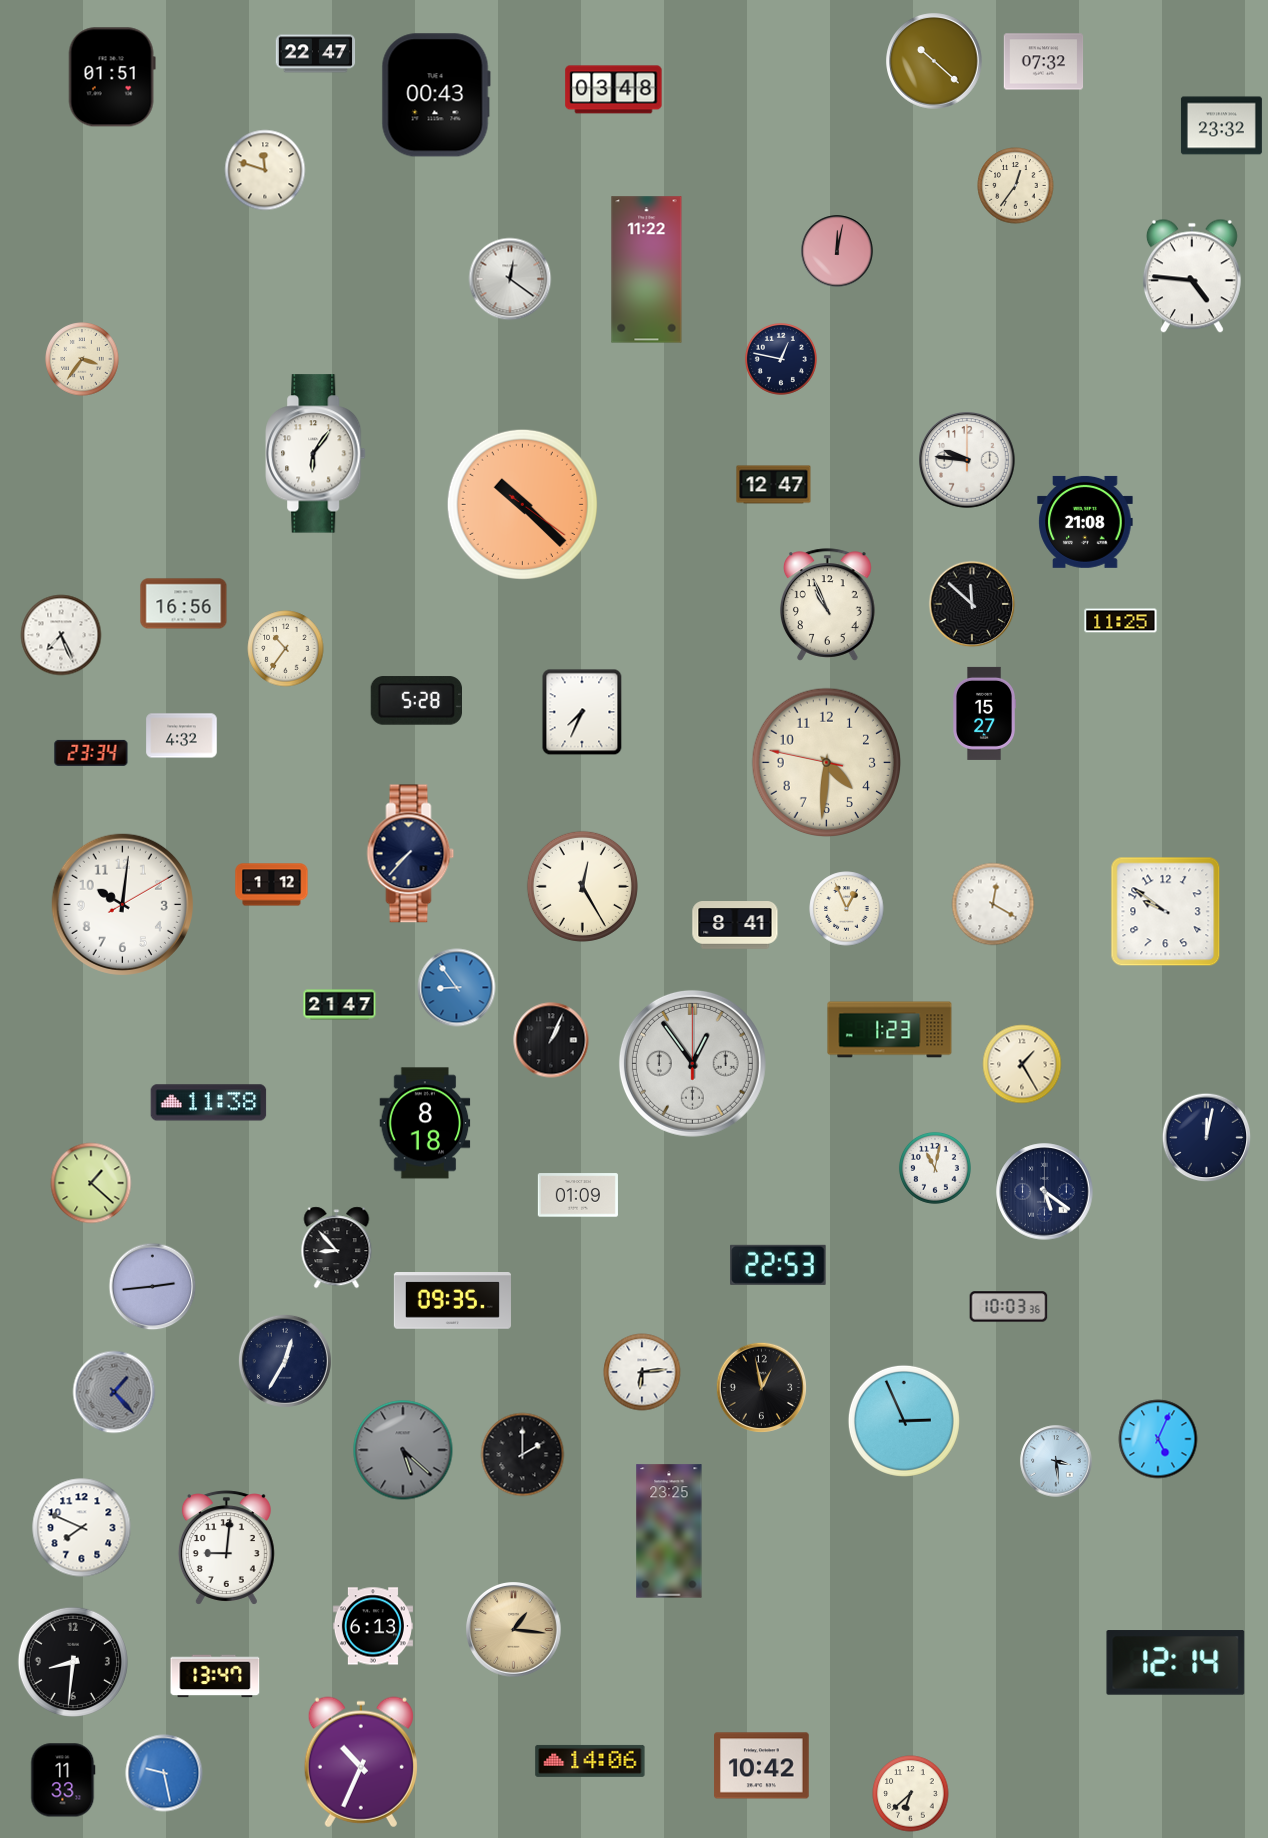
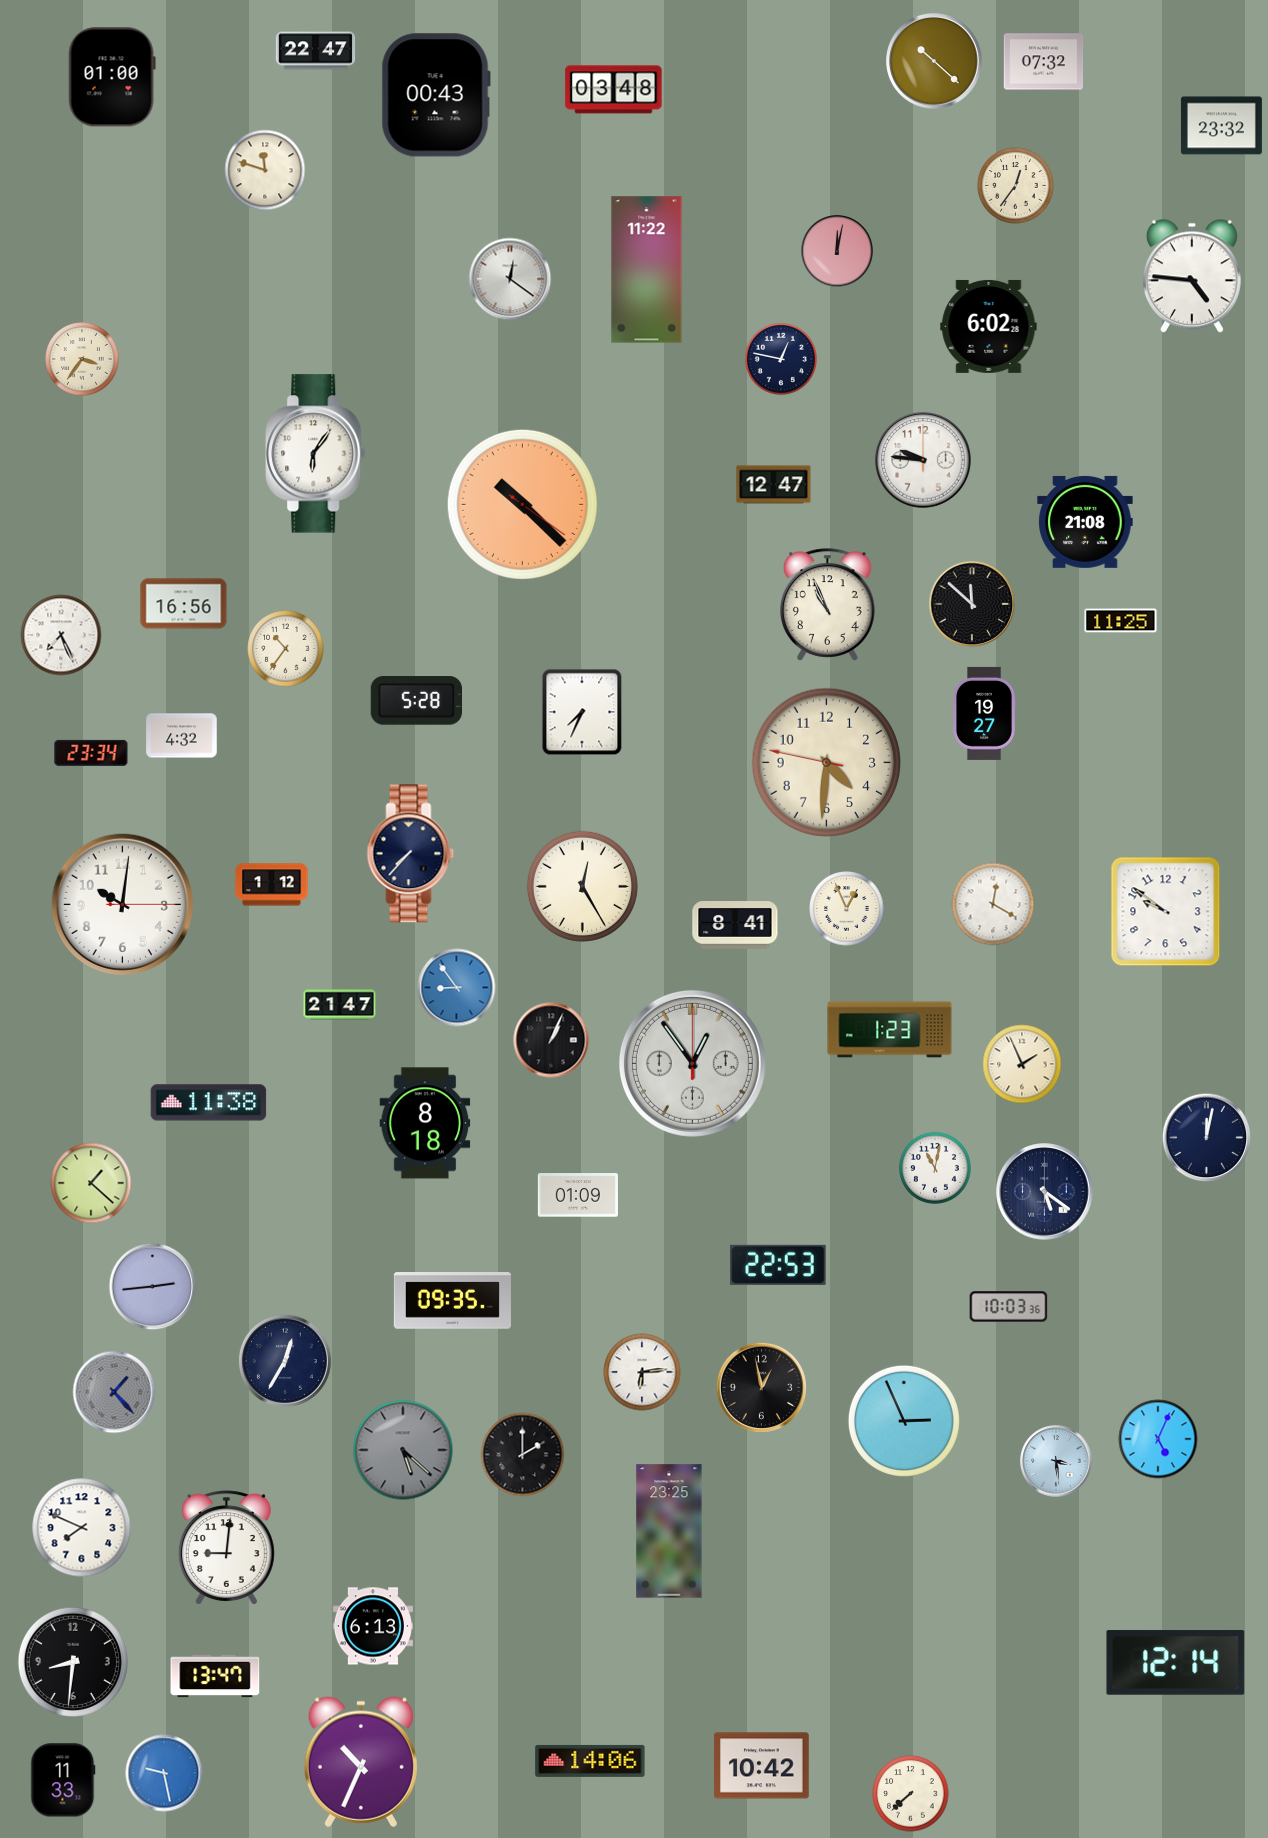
clock at (316, 54) position: (316, 54) -> (316, 51)
clock at (112, 77): 01:51 -> 01:00
clock at (989, 326): none -> 6:02
clock at (967, 460) position: (967, 460) -> (923, 460)
clock at (984, 713): 15:27 -> 19:27
clock at (122, 904): 10:01:10 -> 10:01:15
clock at (1022, 1064): 1:25 -> 1:56
clock at (337, 1248): 8:53 -> none
clock at (514, 1630): 1:16 -> none
clock at (911, 1794): 6:38 -> 7:38
